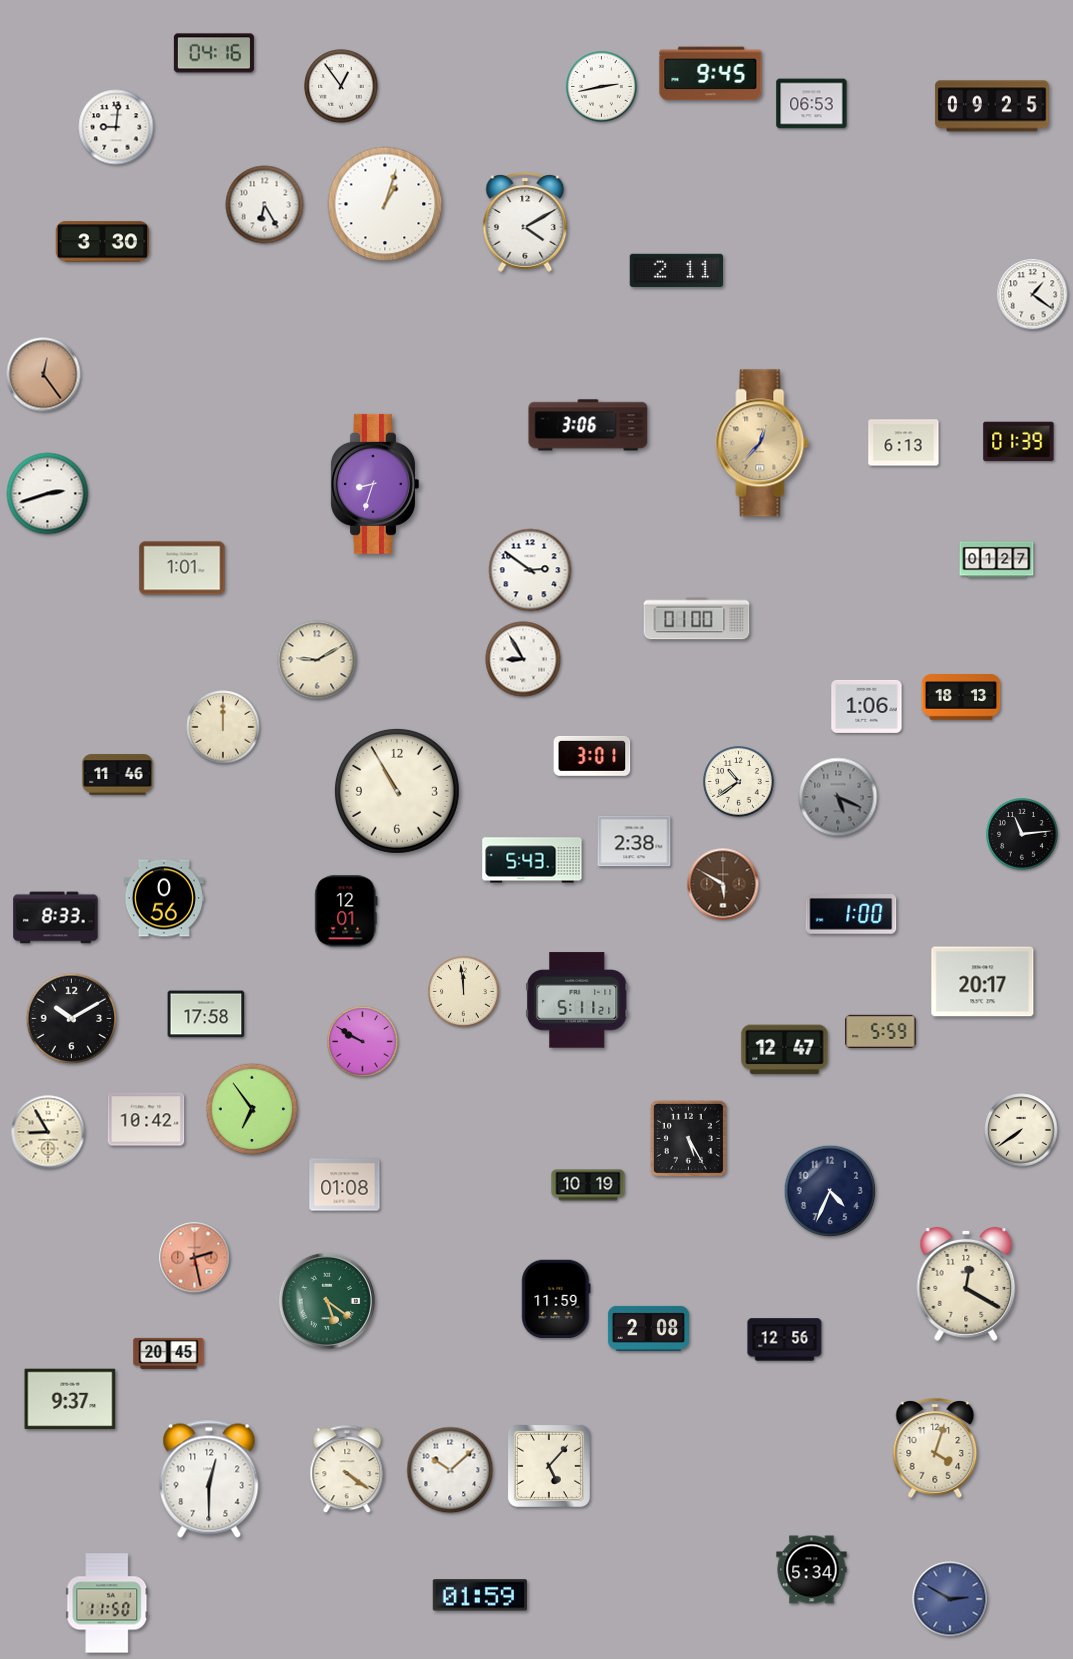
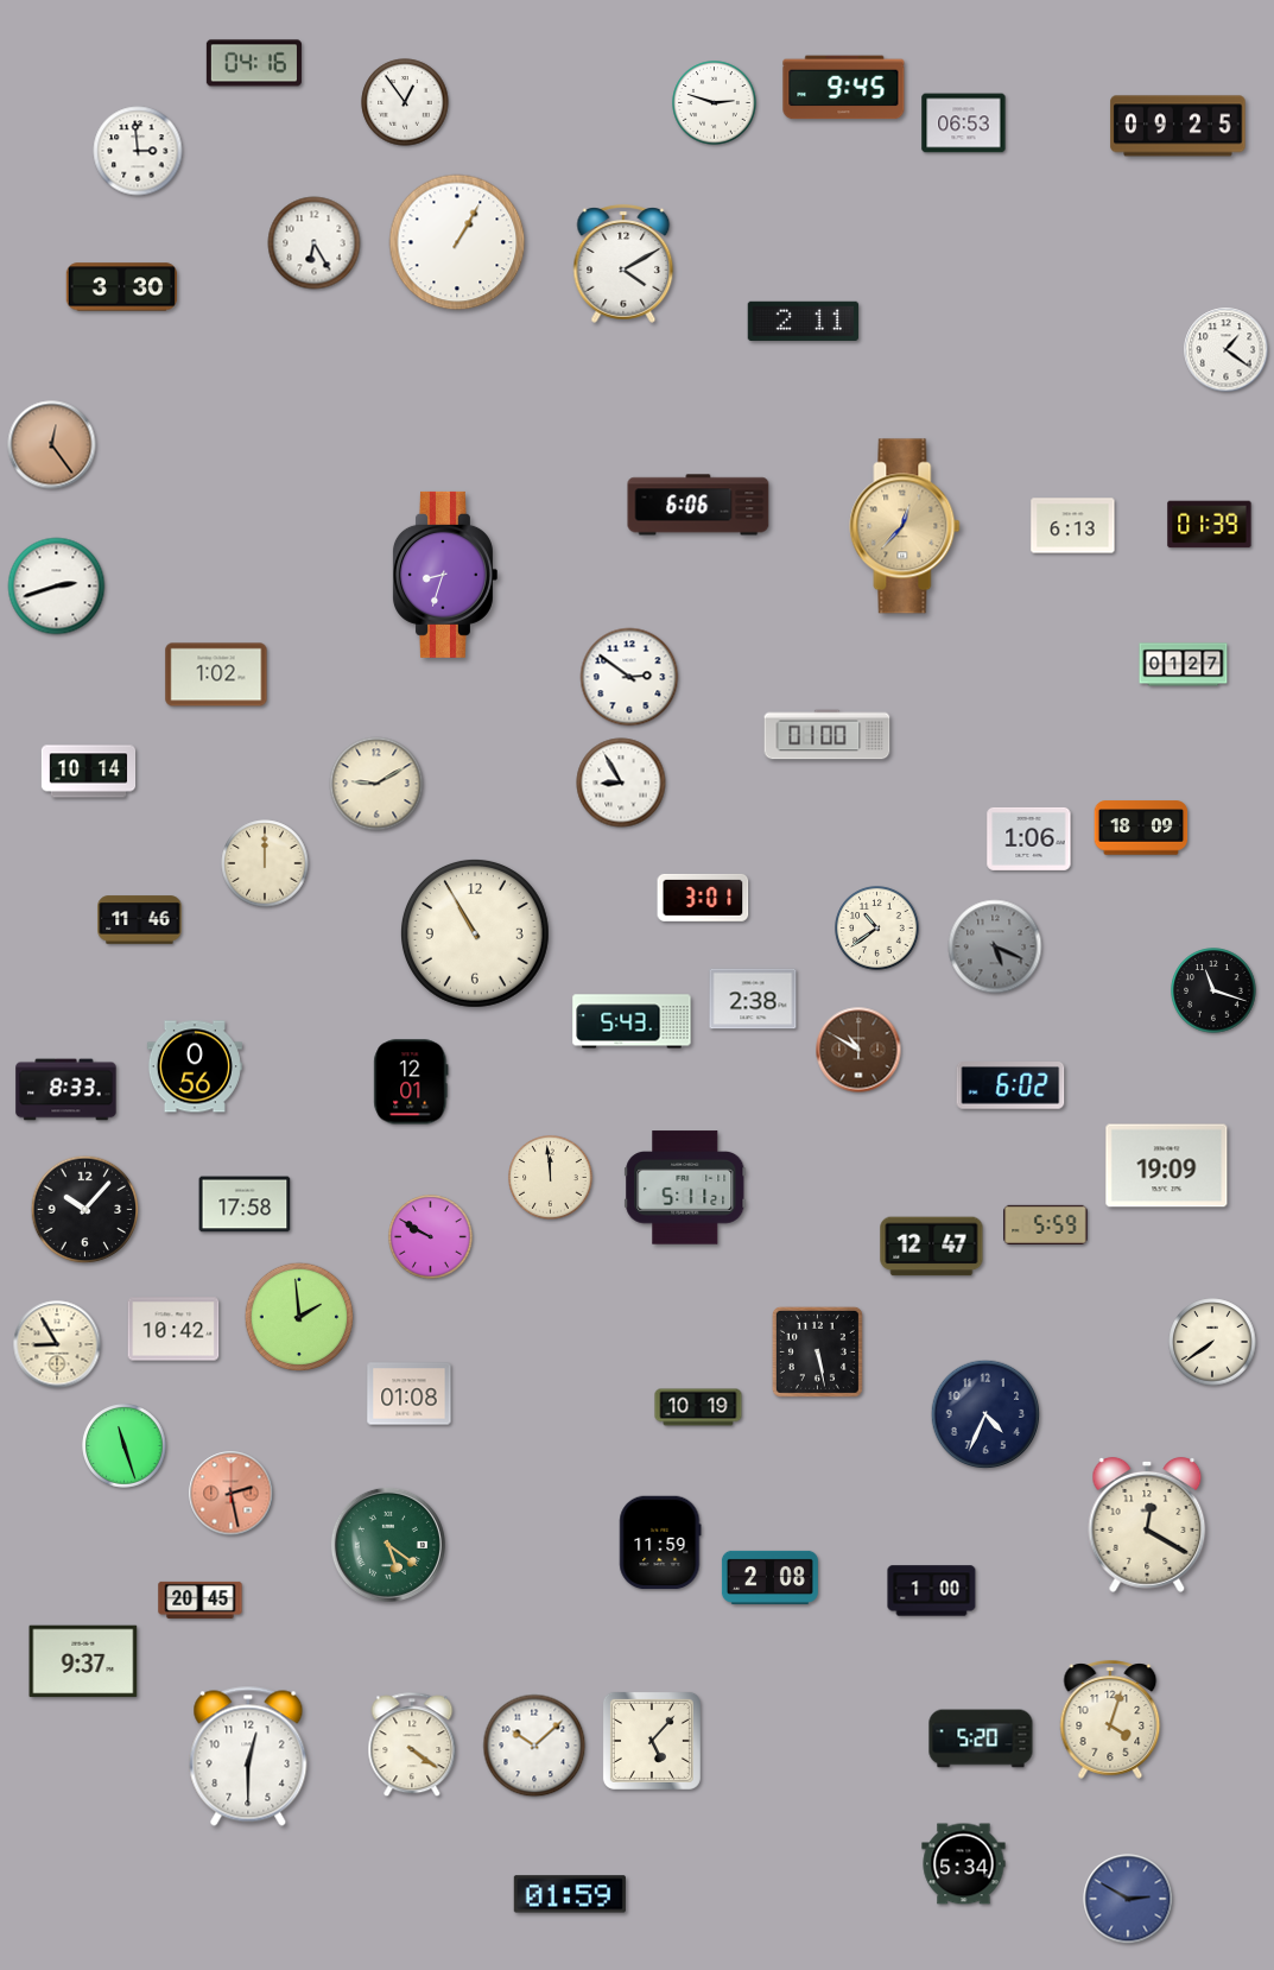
clock at (602, 87): 2:43 -> 2:48
clock at (116, 127): 9:01 -> 2:59
clock at (385, 204): 1:03 -> 1:05
clock at (588, 425): 3:06 -> 6:06
clock at (182, 568): 1:01 -> 1:02
clock at (89, 772): none -> 10:14
clock at (961, 697): 18:13 -> 18:09
clock at (397, 791) position: (397, 791) -> (475, 933)
clock at (1022, 834): 11:14 -> 11:18
clock at (723, 884): 5:50 -> 10:50
clock at (851, 915): 1:00 -> 6:02
clock at (983, 982): 20:17 -> 19:09
clock at (72, 1019): 10:10 -> 10:07
clock at (252, 1109): 6:54 -> 1:59
clock at (688, 1138): 5:25 -> 5:28
clock at (345, 1185) position: (345, 1185) -> (410, 1394)
clock at (125, 1446): none -> 11:27
clock at (785, 1340): 12:56 -> 1:00
clock at (169, 1353) position: (169, 1353) -> (201, 1600)
clock at (981, 1738): none -> 5:20
clock at (107, 1603): 11:50 -> none
